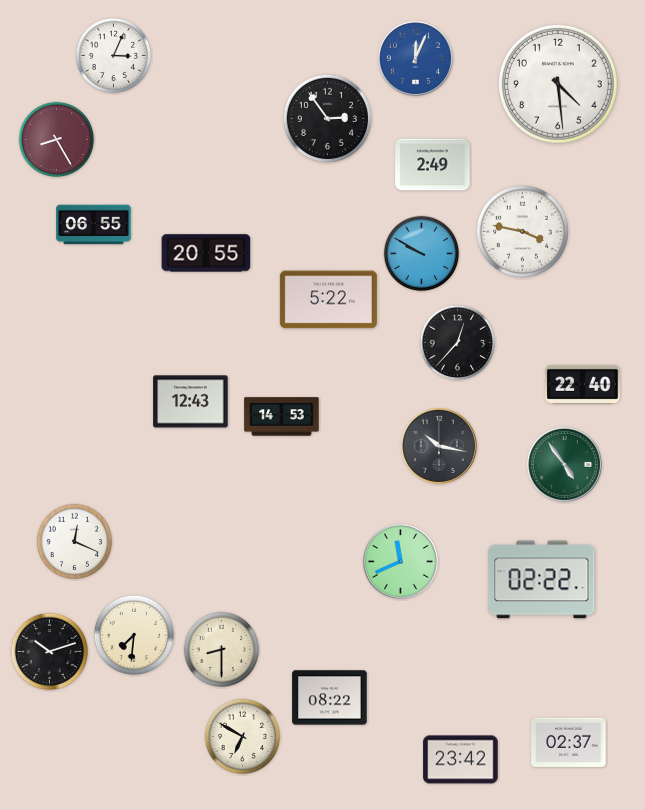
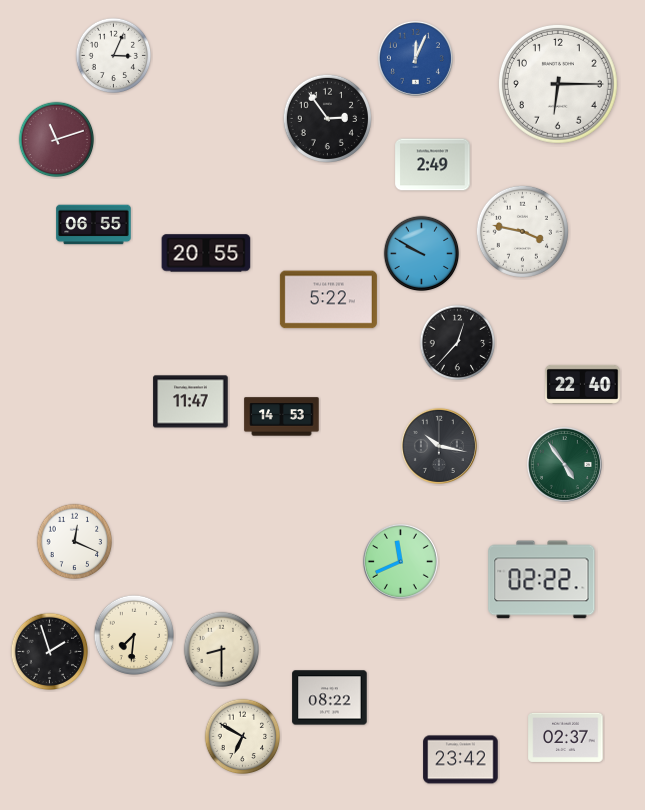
clock at (558, 84): 4:29 -> 6:15
clock at (57, 140): 8:25 -> 11:12
clock at (191, 402): 12:43 -> 11:47
clock at (50, 652): 10:12 -> 1:57
clock at (569, 742) position: (569, 742) -> (566, 737)
